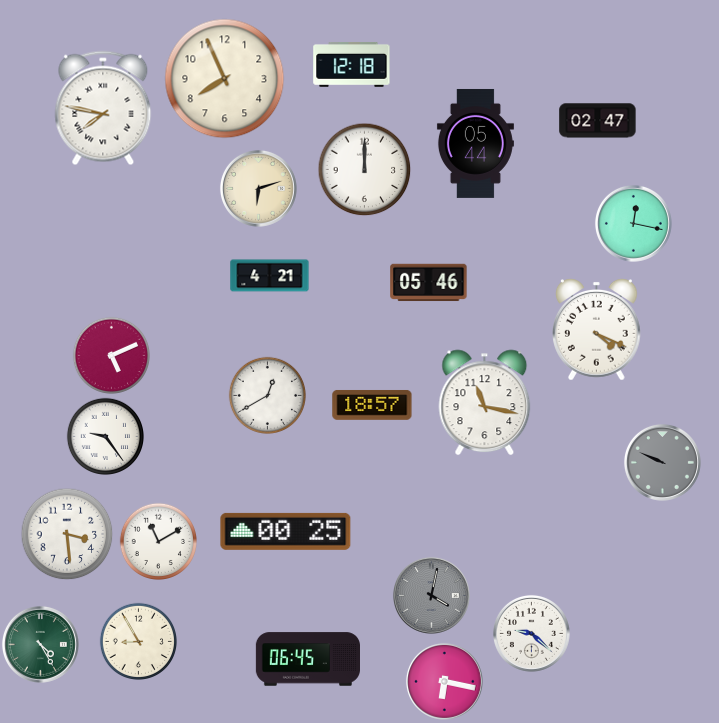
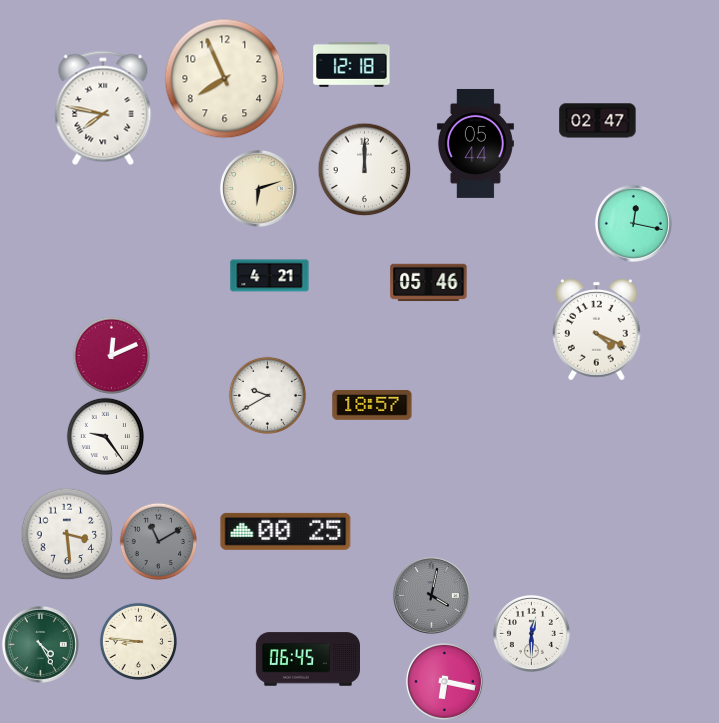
clock at (111, 355): 5:11 -> 12:11
clock at (267, 395): 12:40 -> 9:40
clock at (485, 403): 11:17 -> none
clock at (662, 462): 9:49 -> none
clock at (158, 541) dial: white -> grey
clock at (531, 633): 9:22 -> 12:30
clock at (138, 641): 8:55 -> 8:46
